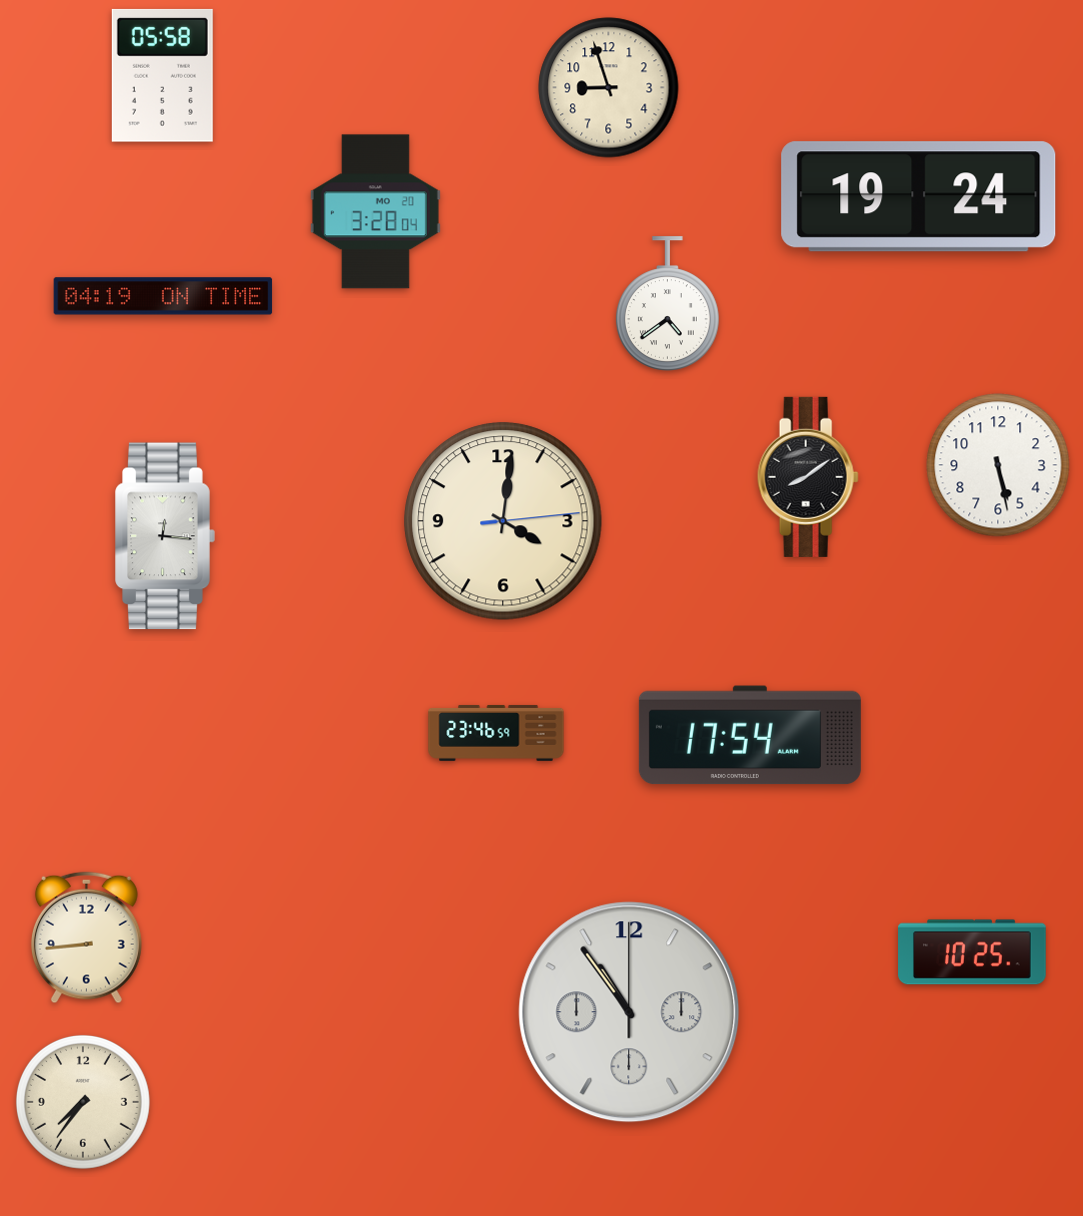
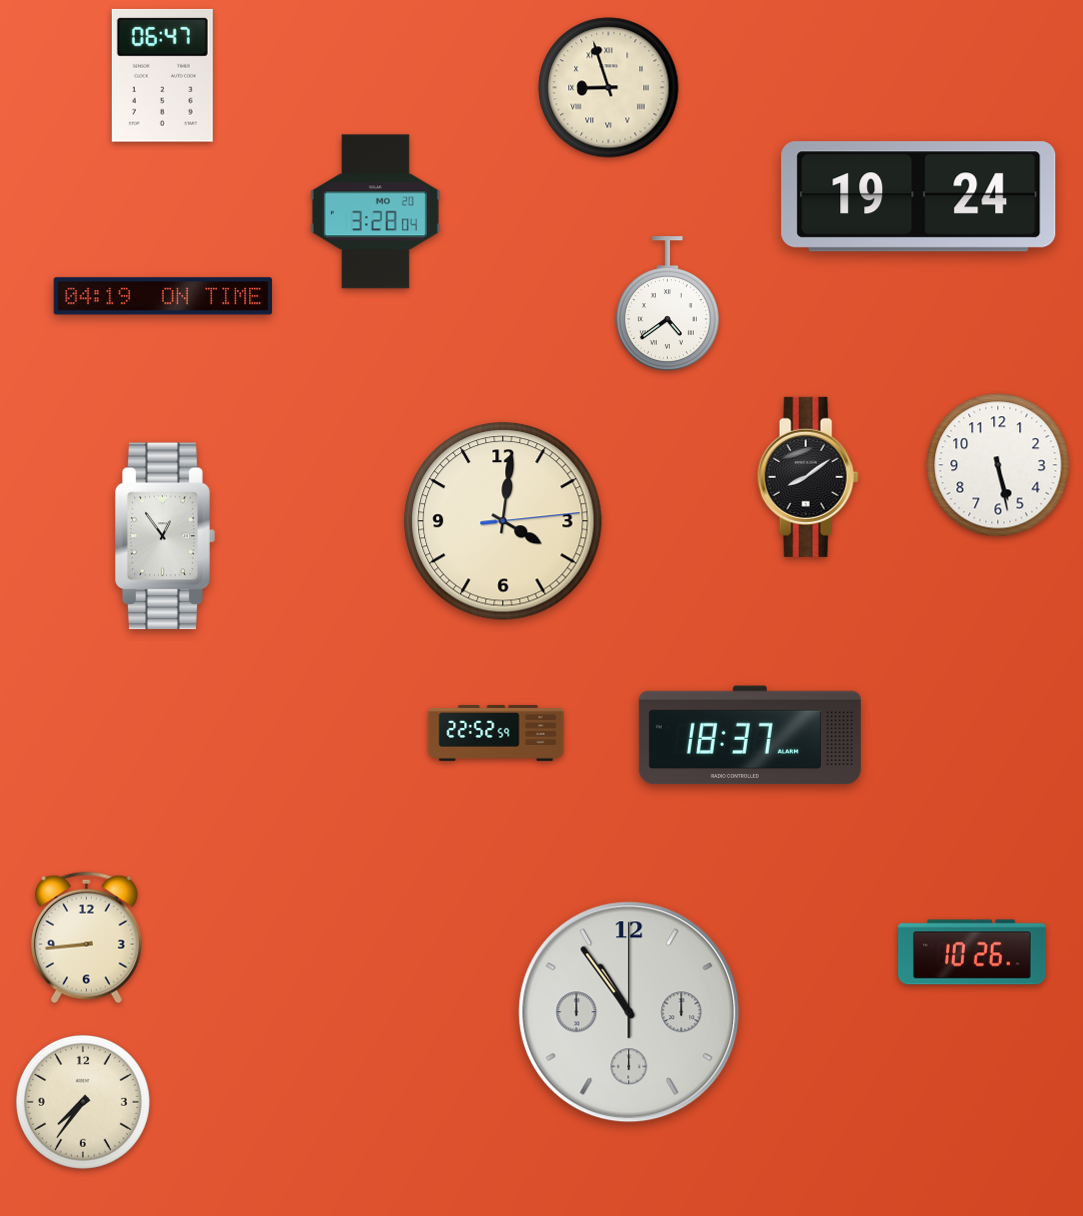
clock at (162, 75): 05:58 -> 06:47
clock at (609, 88) numerals: Arabic -> Roman
clock at (165, 536): 12:16 -> 12:54
clock at (496, 733): 23:46 -> 22:52
clock at (750, 735): 17:54 -> 18:37
clock at (972, 952): 10:25 -> 10:26
